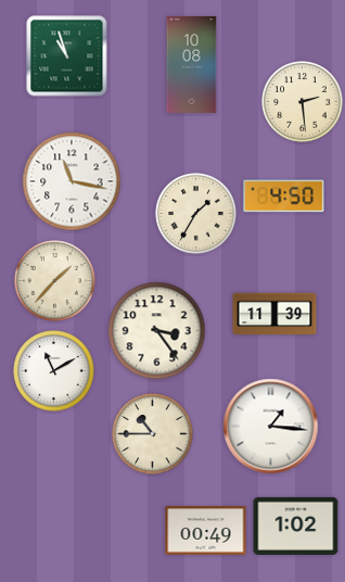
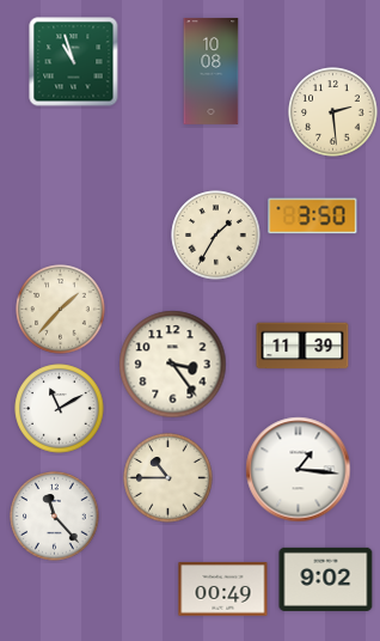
clock at (72, 181): 11:17 -> none
clock at (284, 197): 4:50 -> 3:50
clock at (55, 517): none -> 11:23
clock at (296, 526): 1:02 -> 9:02
clock at (206, 531) position: (206, 531) -> (223, 590)
